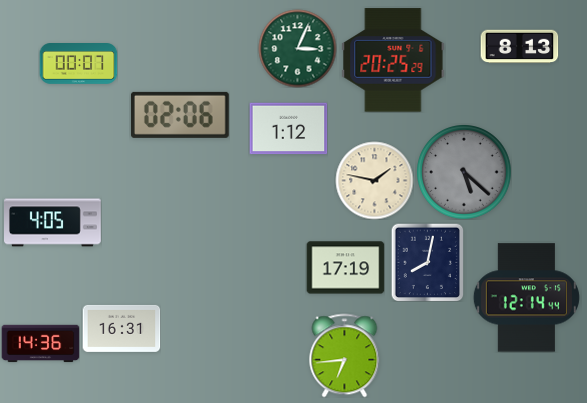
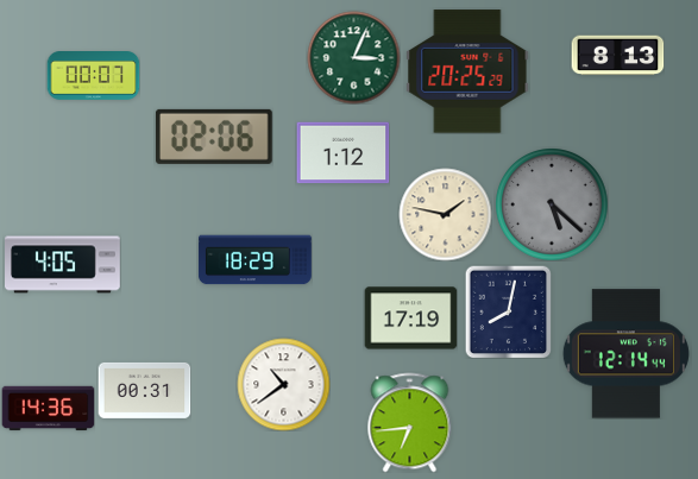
clock at (254, 260): none -> 18:29
clock at (283, 384): none -> 10:39
clock at (121, 328): 16:31 -> 00:31
